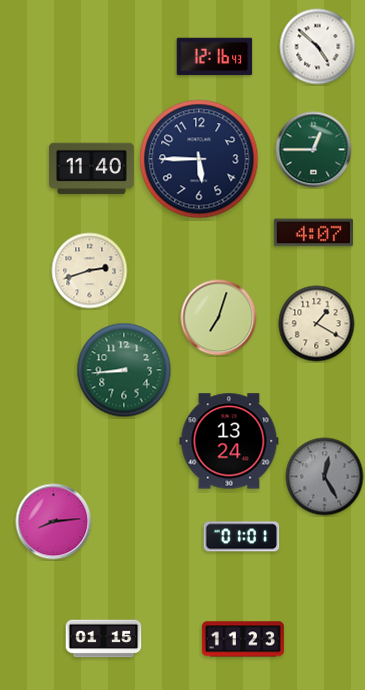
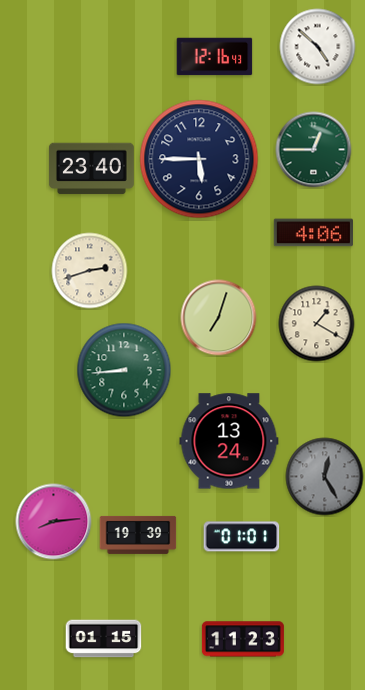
clock at (91, 169): 11:40 -> 23:40
clock at (313, 233): 4:07 -> 4:06
clock at (138, 535): none -> 19:39
